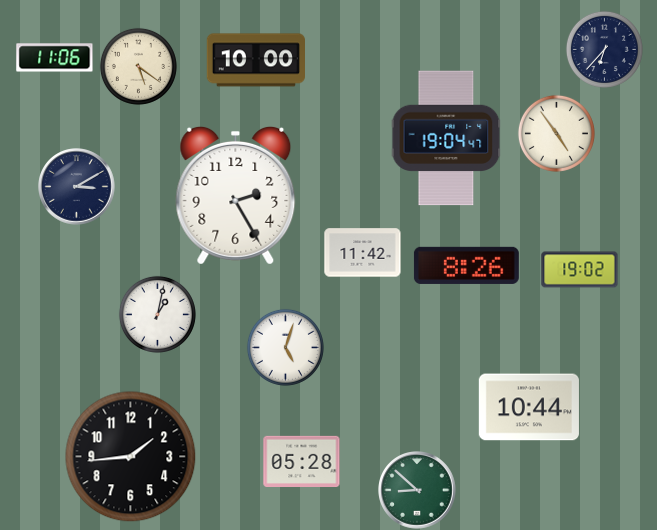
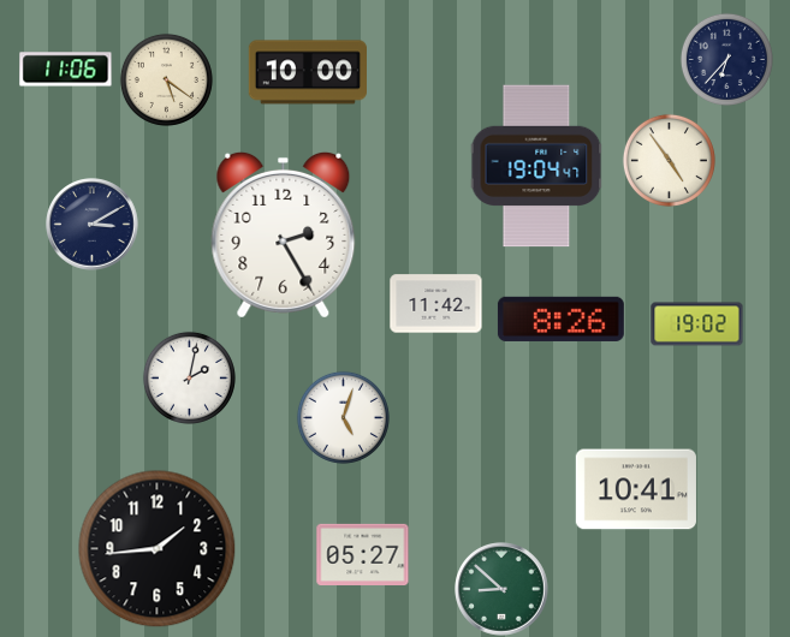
clock at (157, 314): 1:02 -> 2:02
clock at (529, 407): 10:44 -> 10:41
clock at (302, 461): 05:28 -> 05:27
